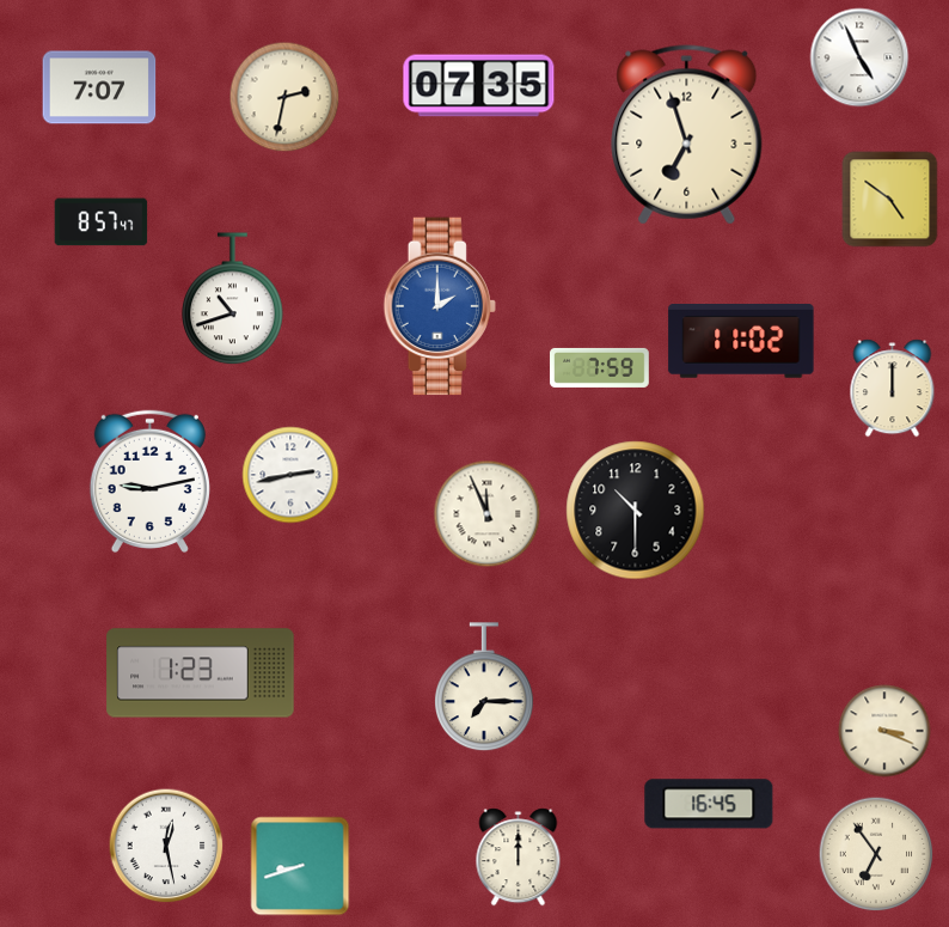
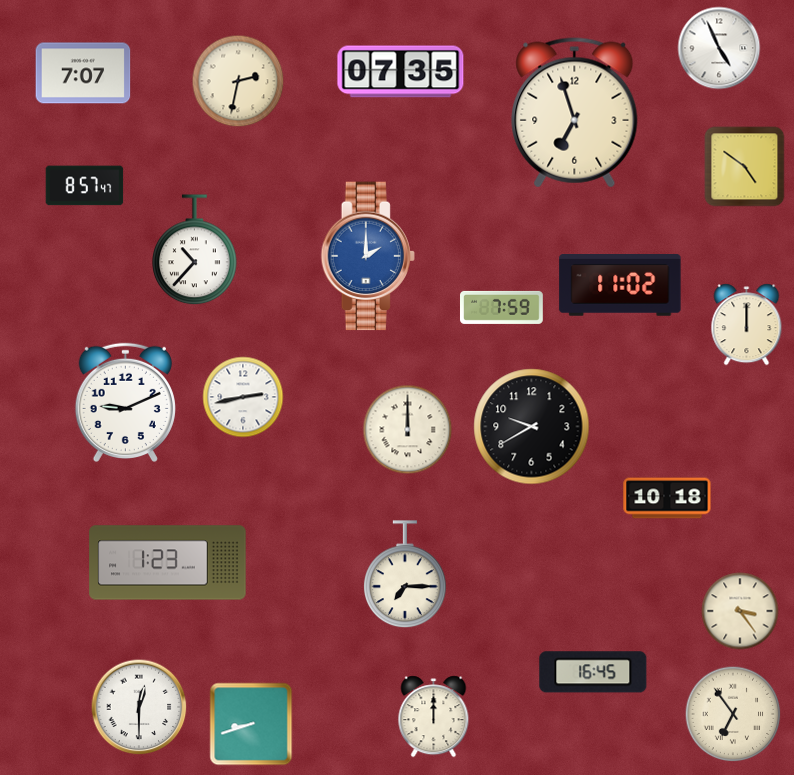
clock at (233, 299): 10:42 -> 10:37
clock at (149, 482): 9:13 -> 9:11
clock at (636, 511): 10:30 -> 9:40
clock at (488, 514): 11:56 -> 12:00
clock at (667, 498): none -> 10:18
clock at (884, 731): 3:19 -> 3:24
clock at (166, 846): 12:28 -> 12:30
